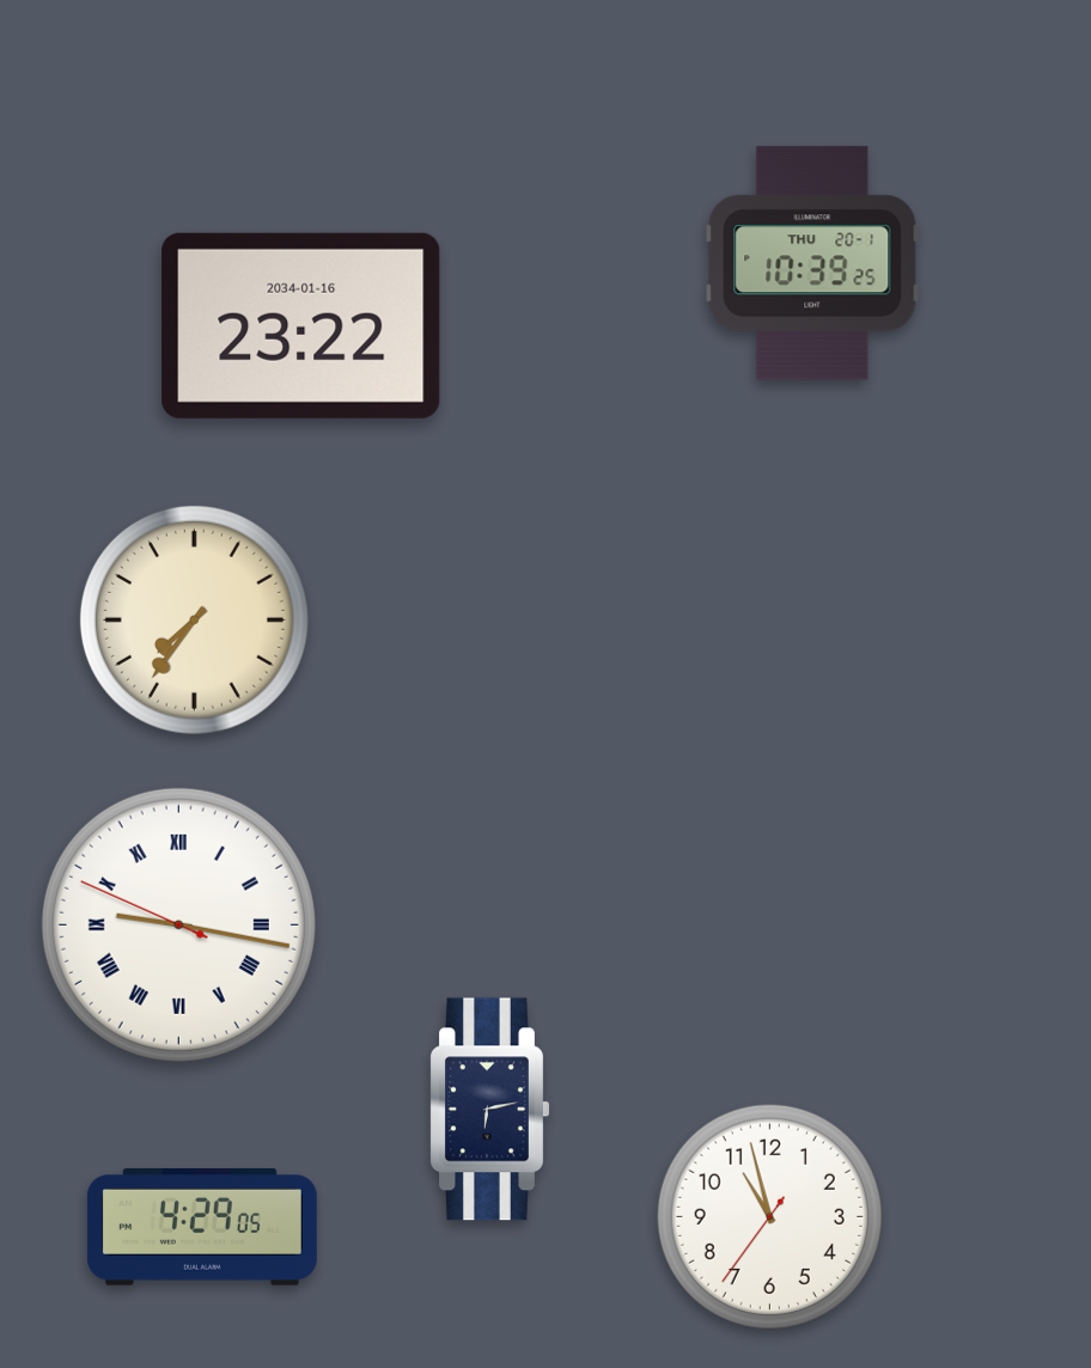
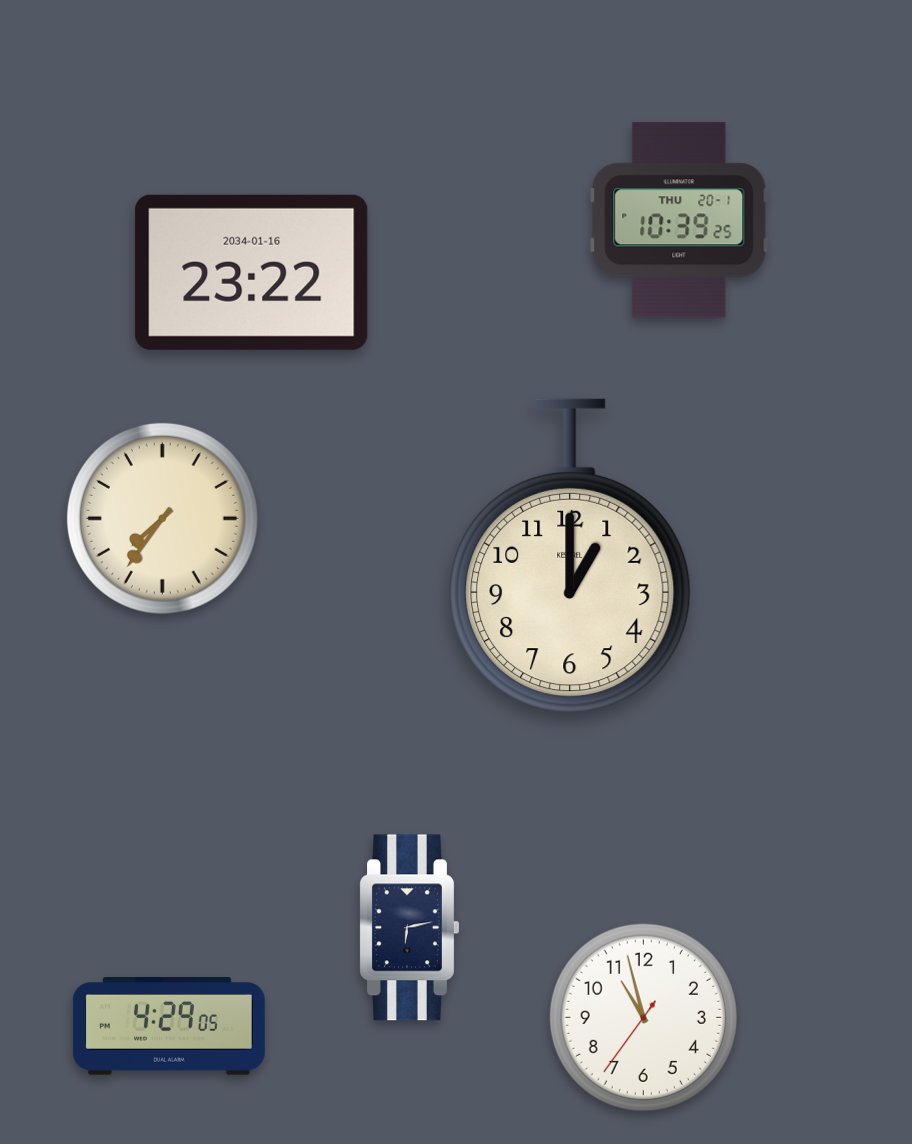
clock at (571, 556): none -> 1:00
clock at (178, 924): 9:16 -> none
